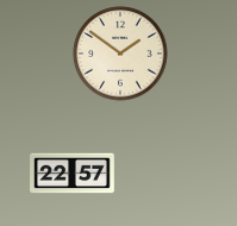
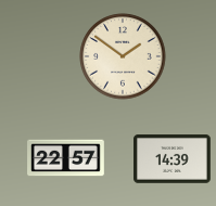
clock at (120, 54) position: (120, 54) -> (123, 56)
clock at (173, 159): none -> 14:39
